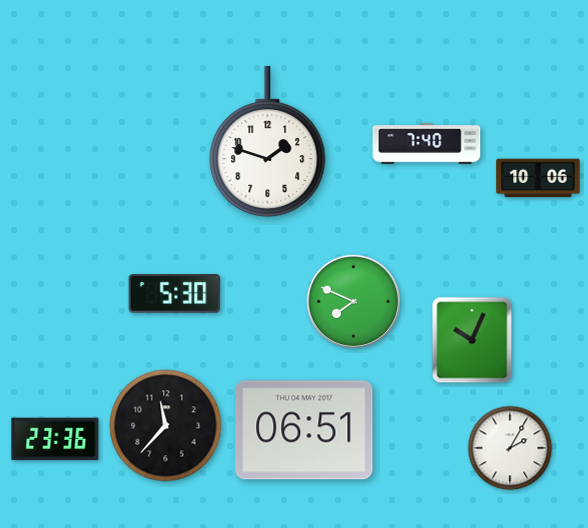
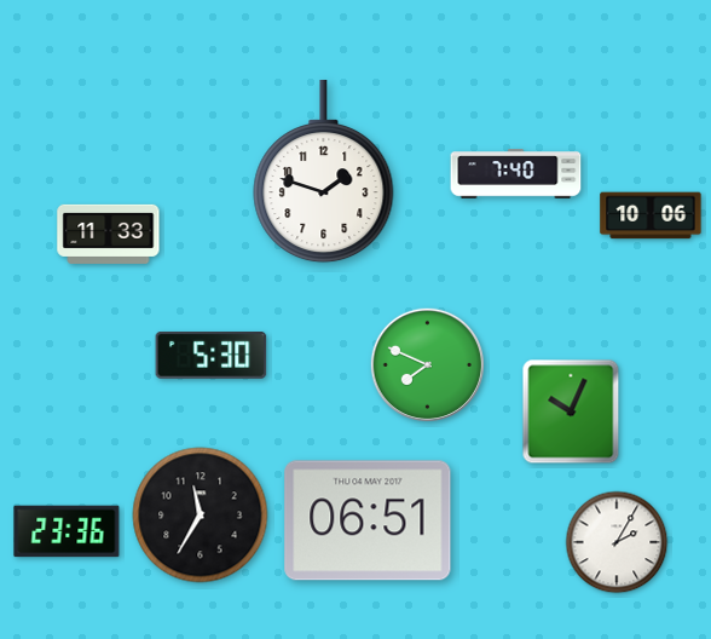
clock at (109, 234): none -> 11:33
clock at (166, 426): 11:37 -> 11:35
